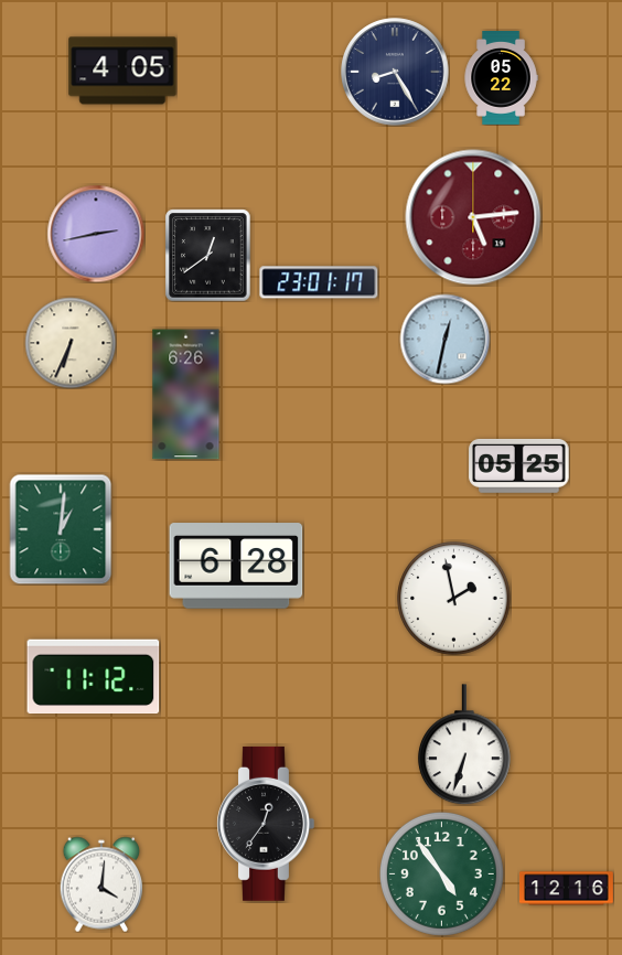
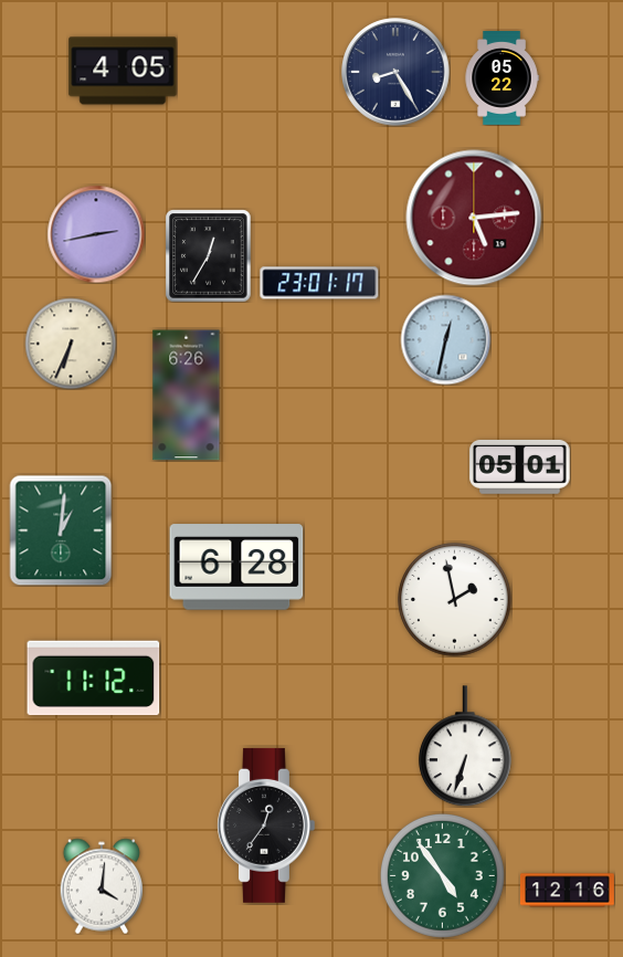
clock at (208, 255): 12:39 -> 12:35
clock at (519, 465): 05:25 -> 05:01
